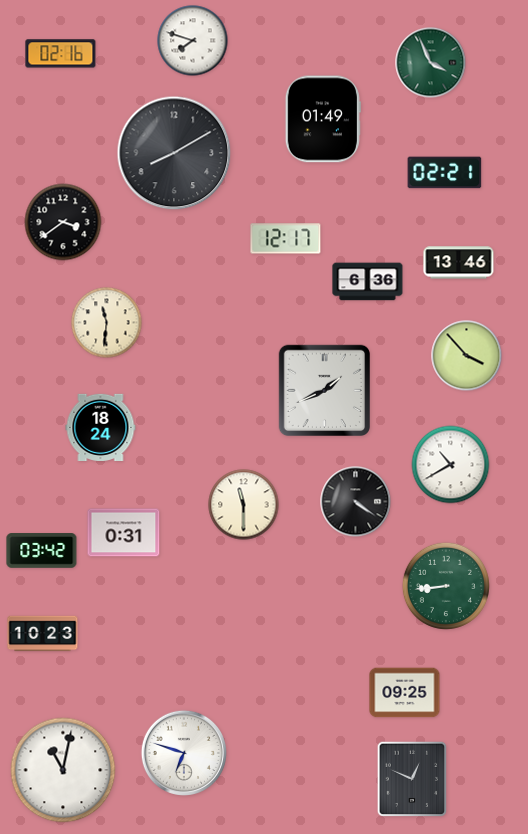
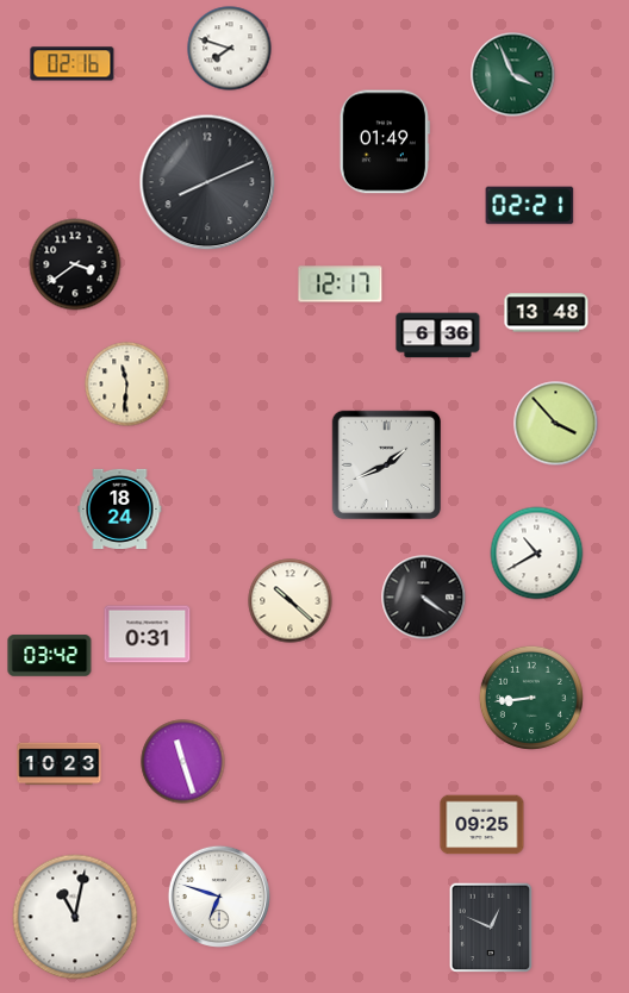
clock at (174, 153): 8:10 -> 8:11
clock at (459, 263): 13:46 -> 13:48
clock at (244, 505): 11:30 -> 10:22
clock at (43, 634) position: (43, 634) -> (60, 764)
clock at (183, 762): none -> 11:27
